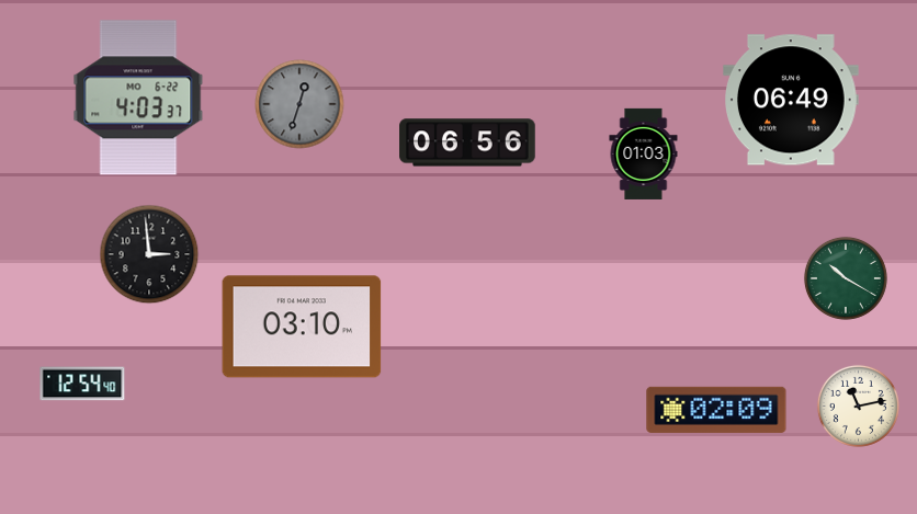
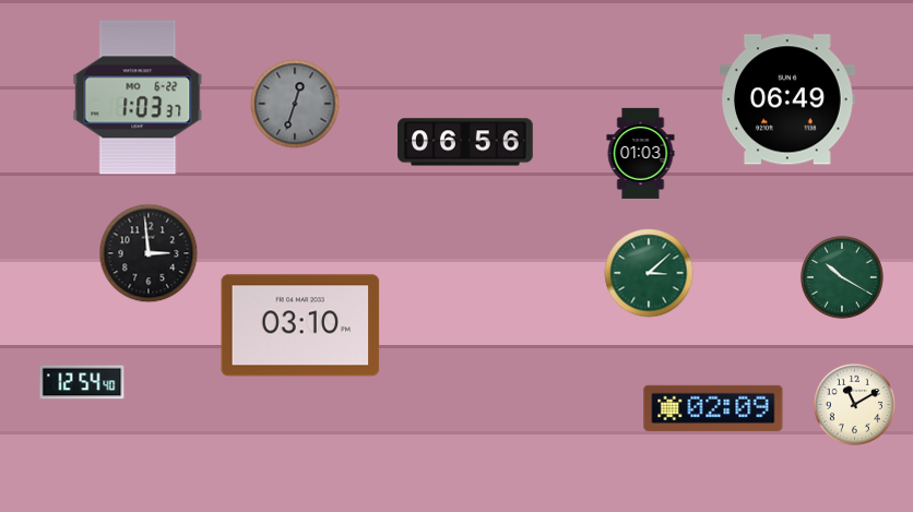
clock at (138, 98): 4:03 -> 1:03
clock at (299, 104) position: (299, 104) -> (295, 104)
clock at (649, 273): none -> 3:08
clock at (858, 406): 11:13 -> 11:10
